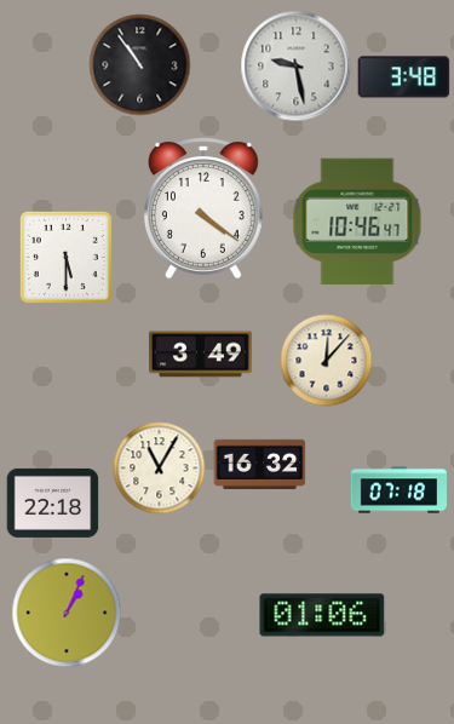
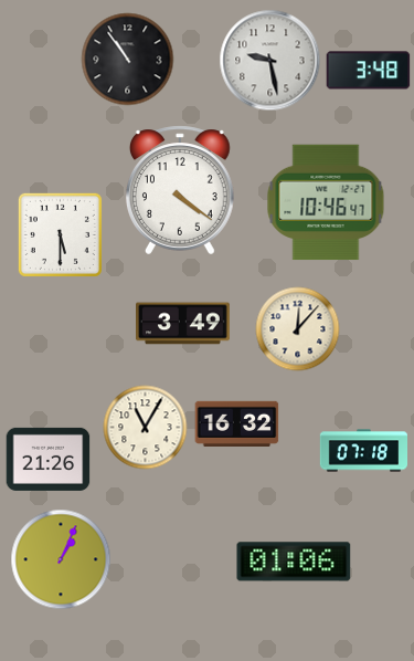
clock at (203, 208) position: (203, 208) -> (180, 190)
clock at (398, 490) position: (398, 490) -> (363, 451)
clock at (53, 502): 22:18 -> 21:26
